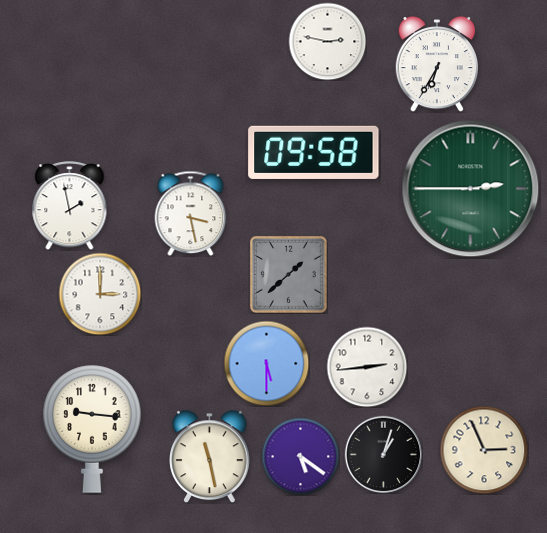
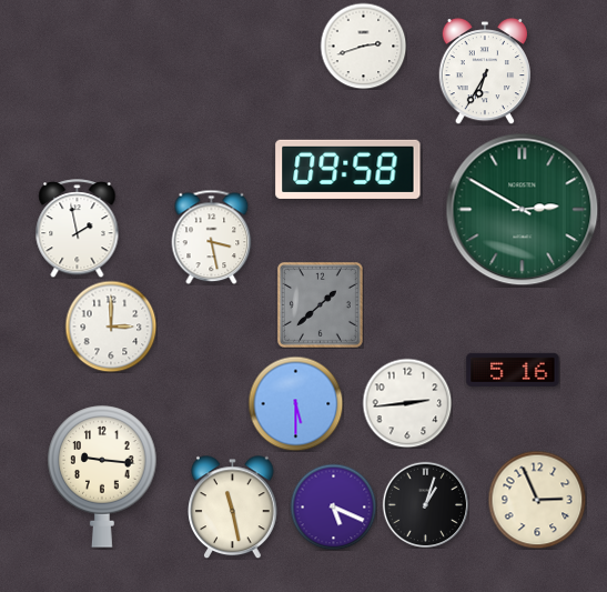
clock at (327, 41): 2:47 -> 2:42
clock at (471, 189): 2:45 -> 2:50
clock at (513, 370): none -> 5:16
clock at (367, 367) position: (367, 367) -> (407, 403)
clock at (300, 456): 5:21 -> 5:19
